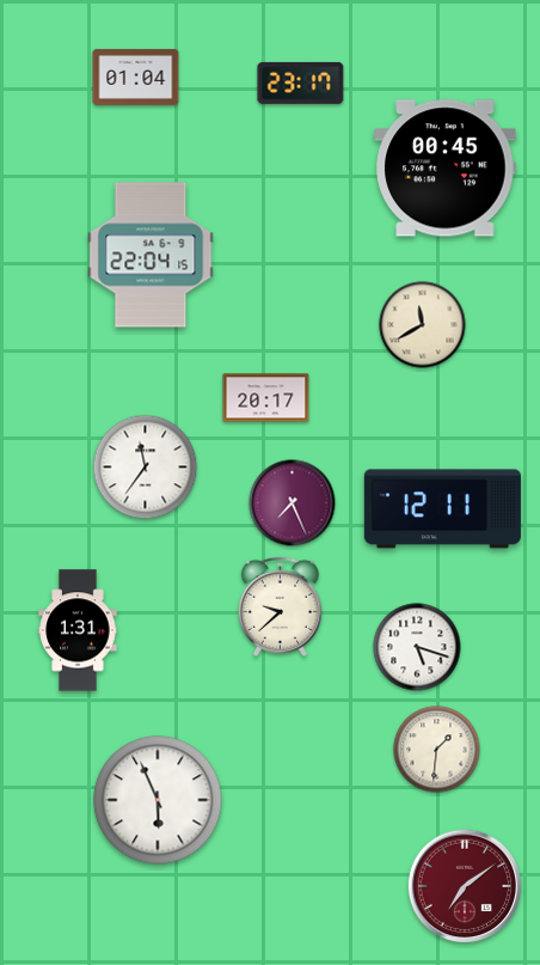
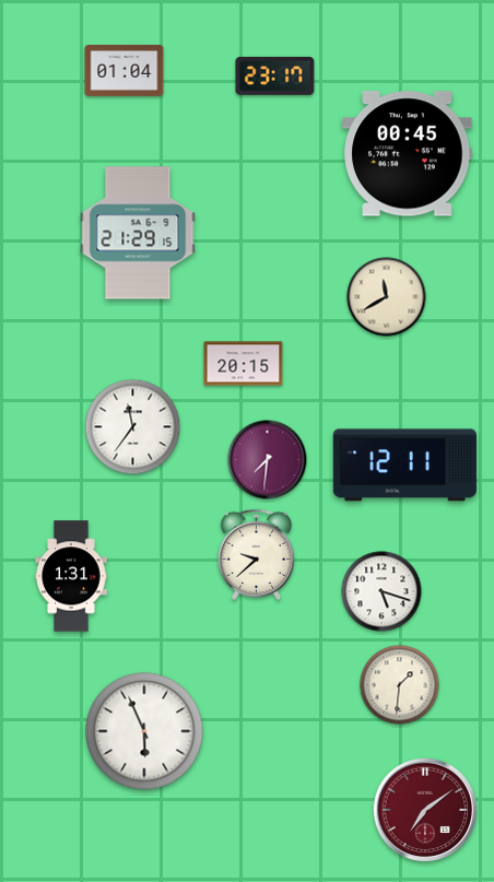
clock at (151, 255): 22:04 -> 21:29
clock at (266, 398): 20:17 -> 20:15
clock at (293, 503): 7:26 -> 7:31
